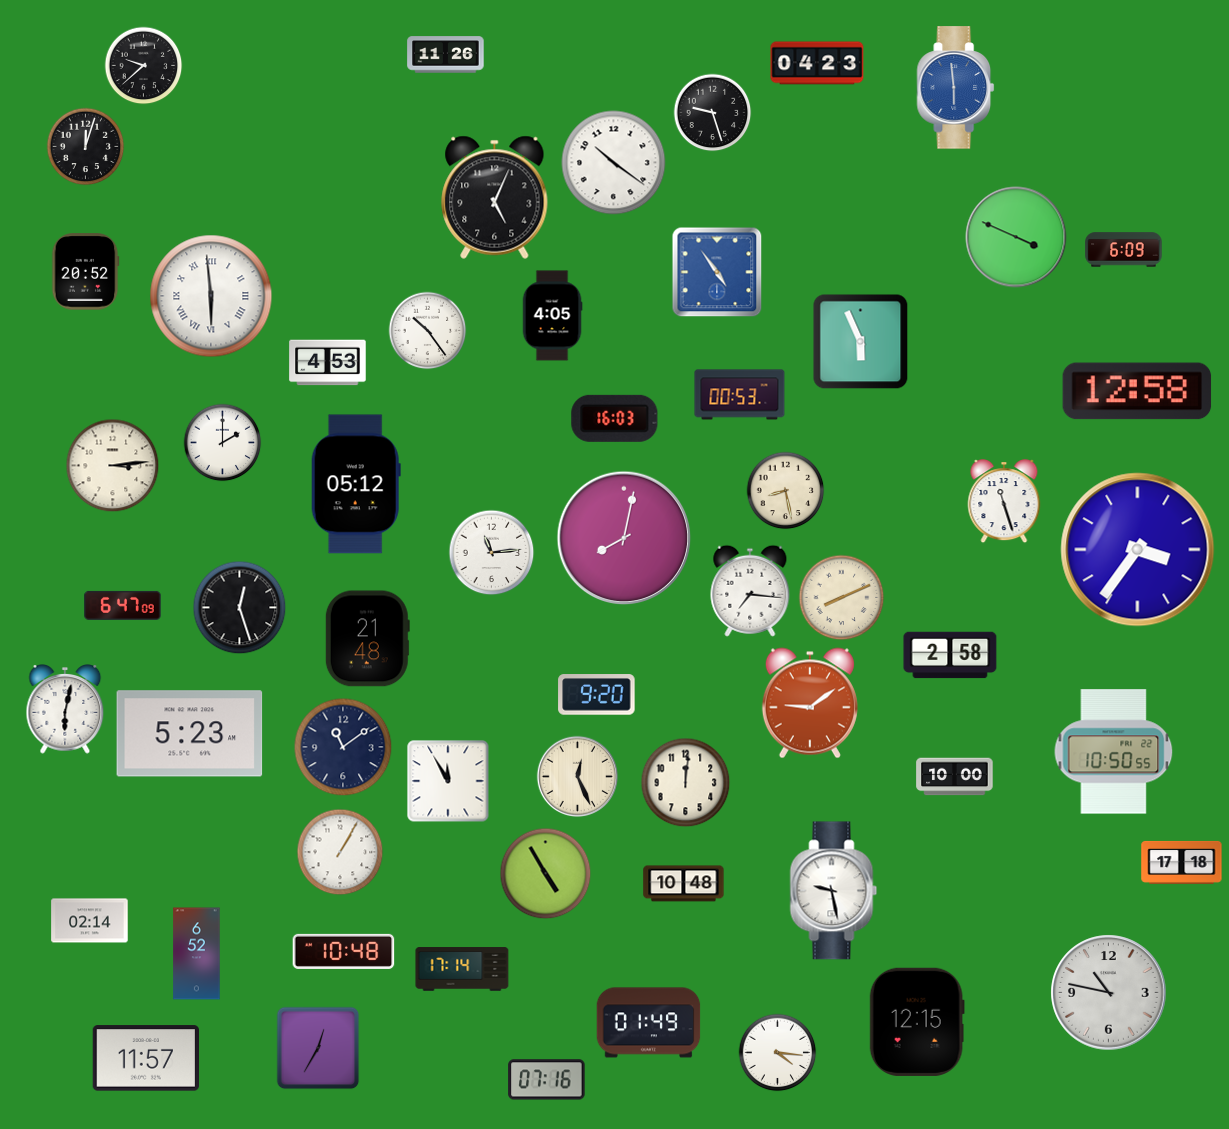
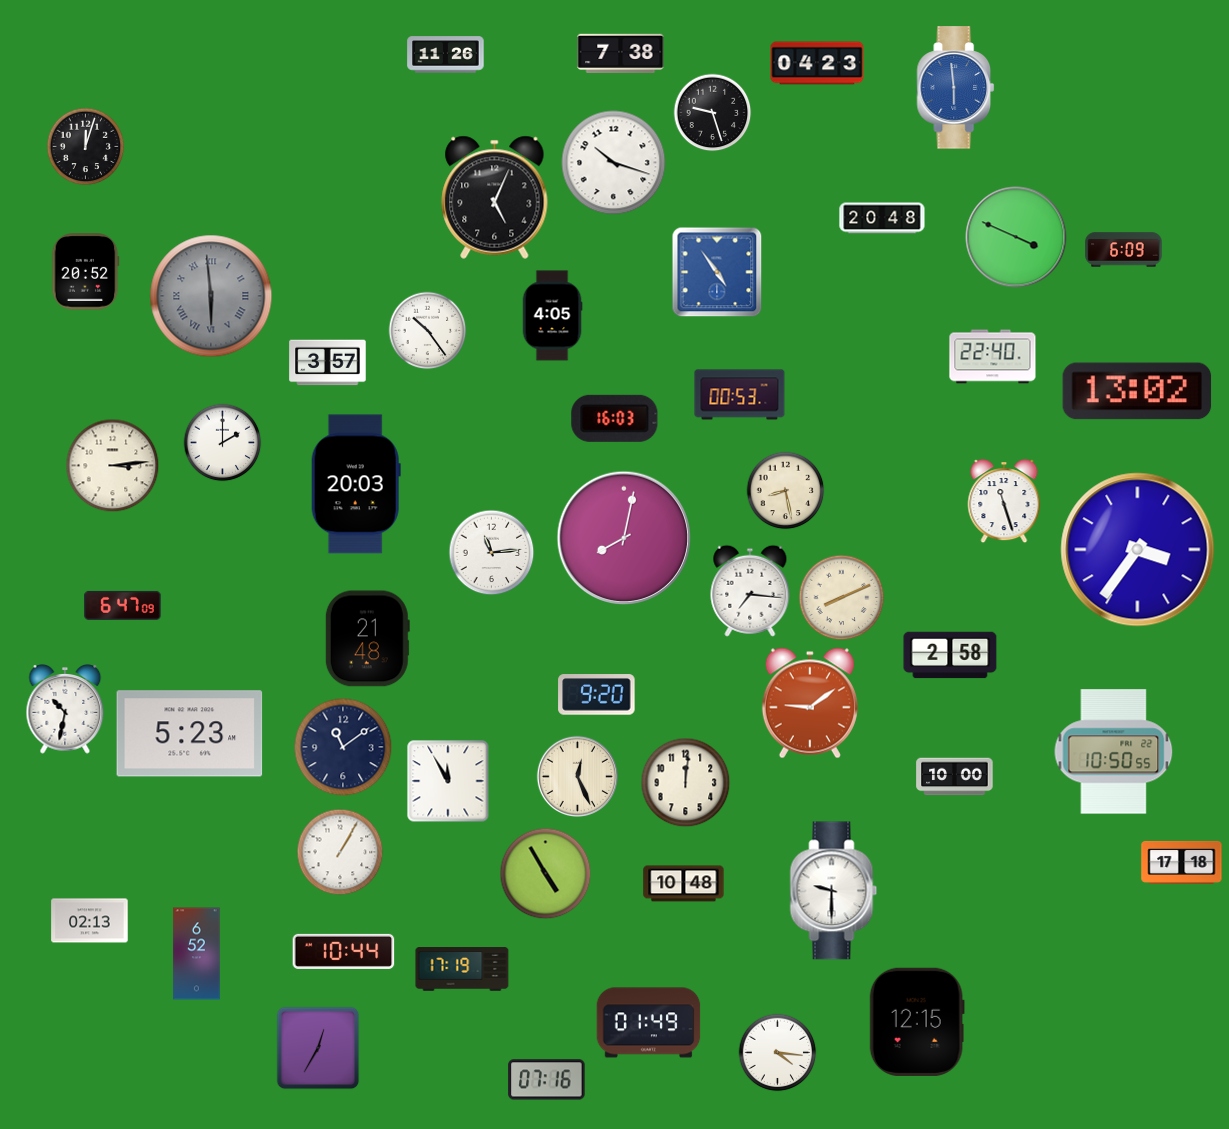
clock at (621, 53): none -> 7:38
clock at (143, 65): 9:38 -> none
clock at (614, 163): 10:21 -> 10:18
clock at (882, 218): none -> 20:48
clock at (211, 296) dial: white -> grey
clock at (861, 342): 5:56 -> none
clock at (993, 357): none -> 22:40
clock at (328, 363): 4:53 -> 3:57
clock at (1137, 391): 12:58 -> 13:02
clock at (356, 484): 05:12 -> 20:03
clock at (239, 607): 12:27 -> none
clock at (65, 710): 6:02 -> 10:32
clock at (834, 891): 9:28 -> 9:30
clock at (90, 921): 02:14 -> 02:13
clock at (344, 951): 10:48 -> 10:44
clock at (462, 969): 17:14 -> 17:19
clock at (1109, 993): 10:47 -> none
clock at (145, 1058): 11:57 -> none
